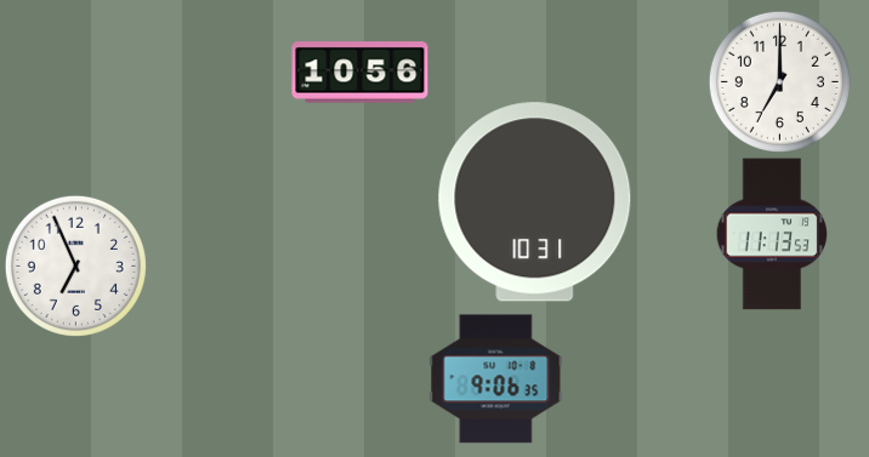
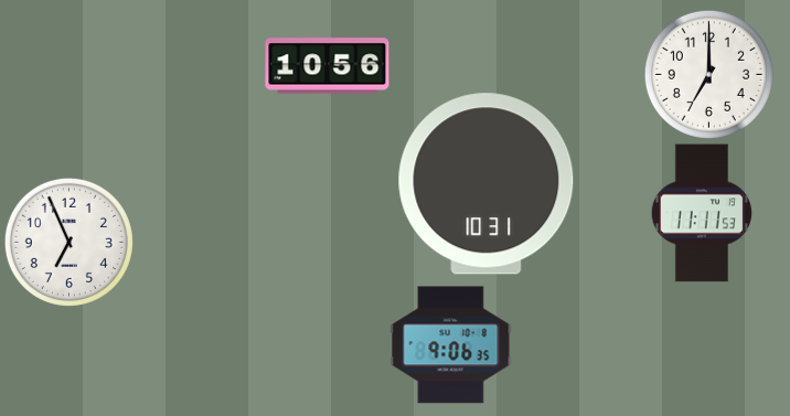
clock at (772, 234): 11:13 -> 11:11
